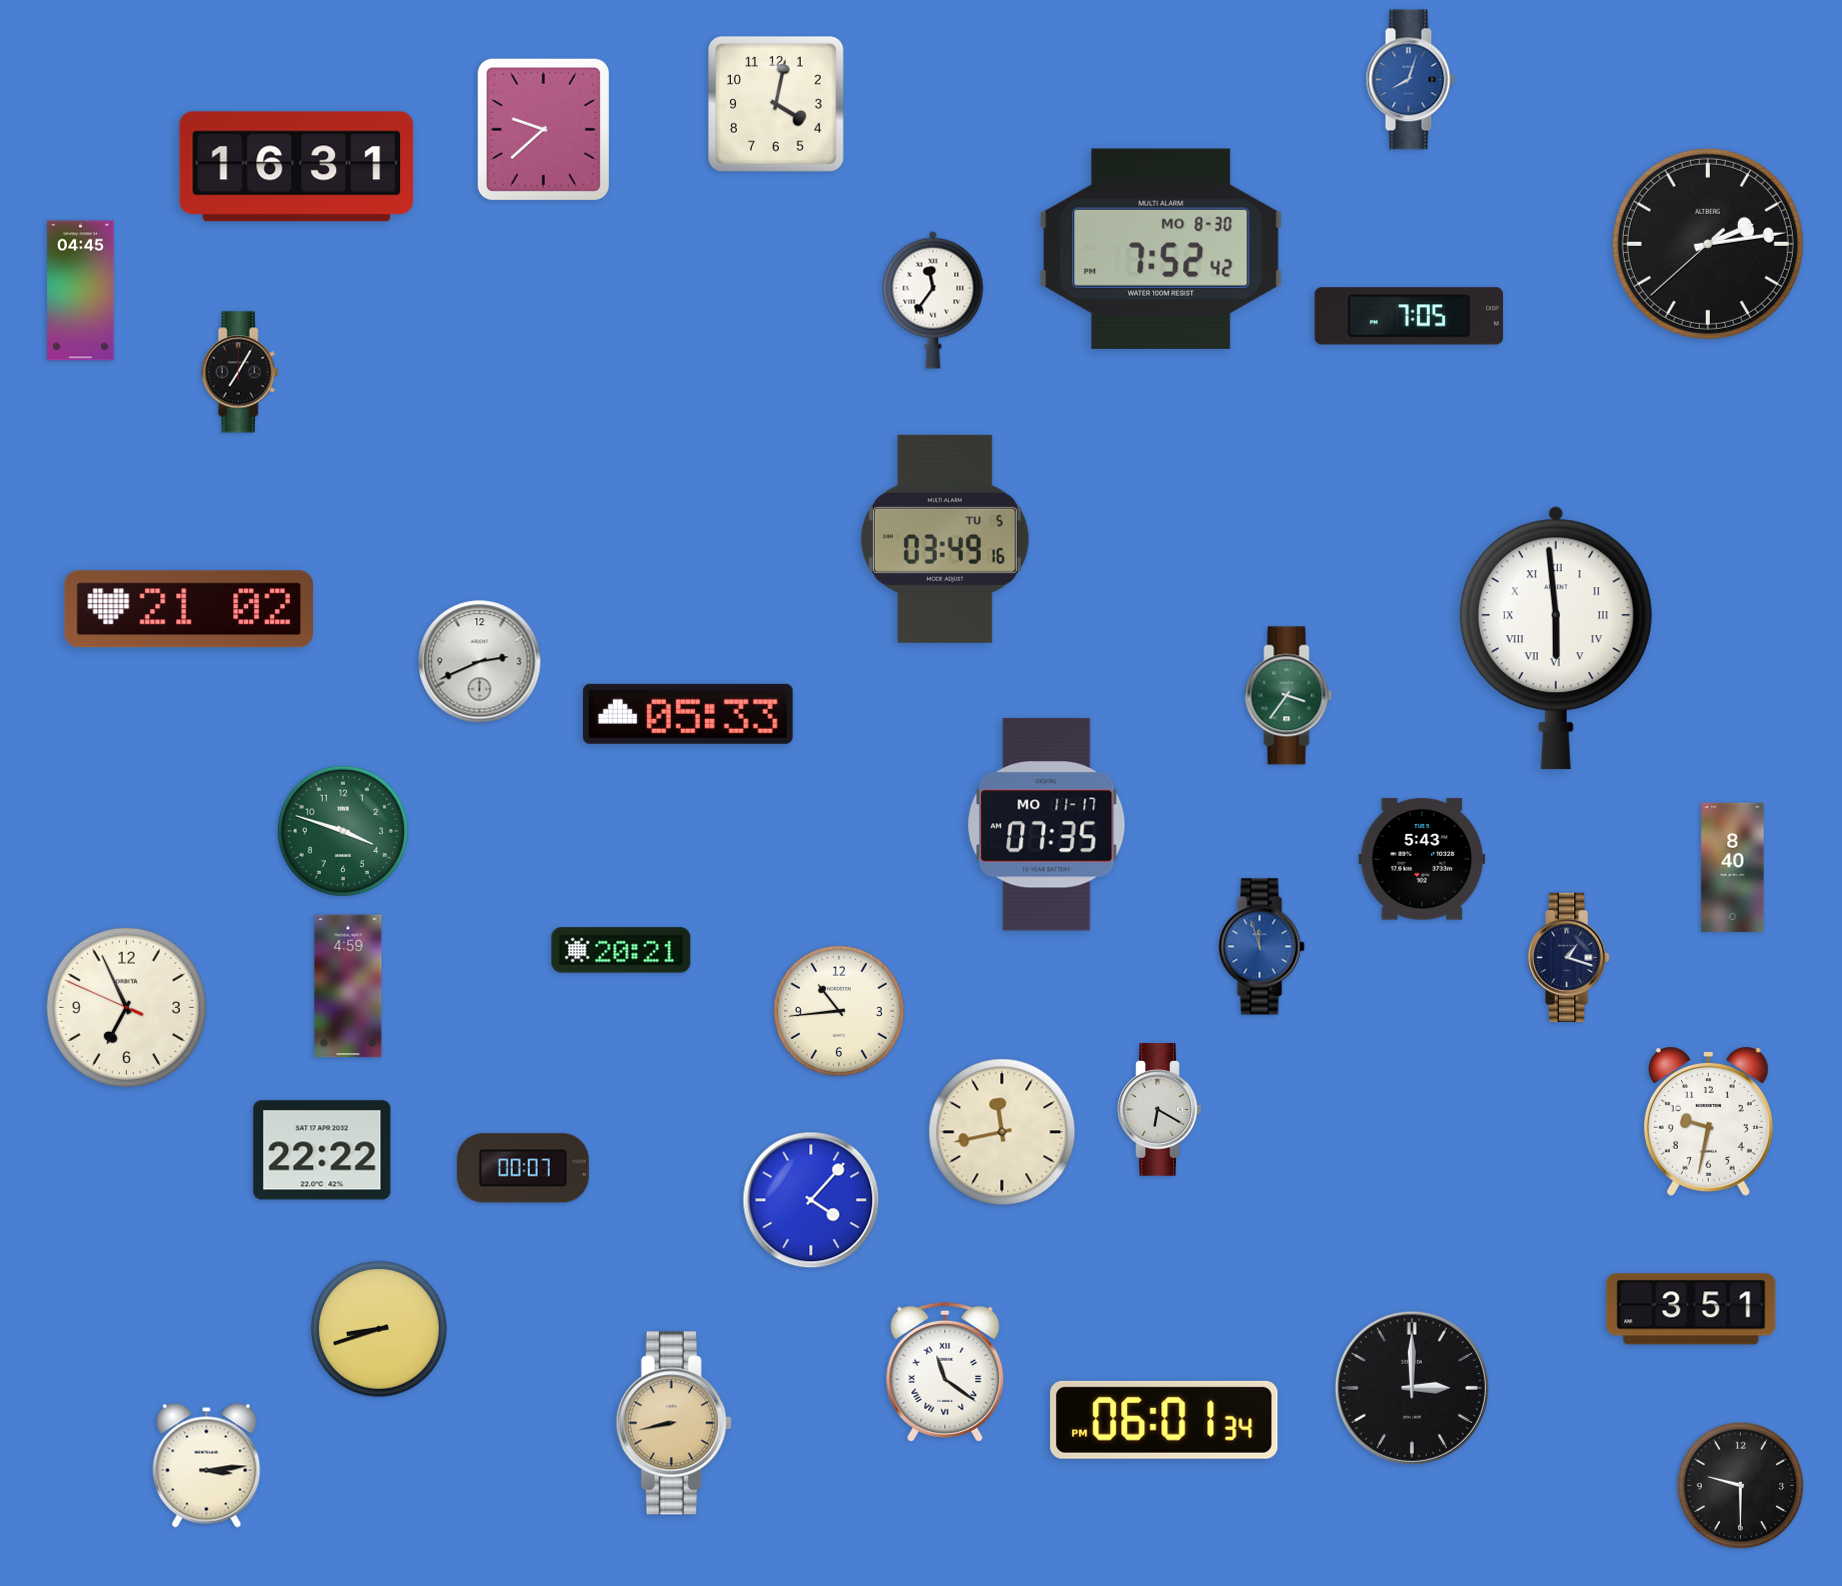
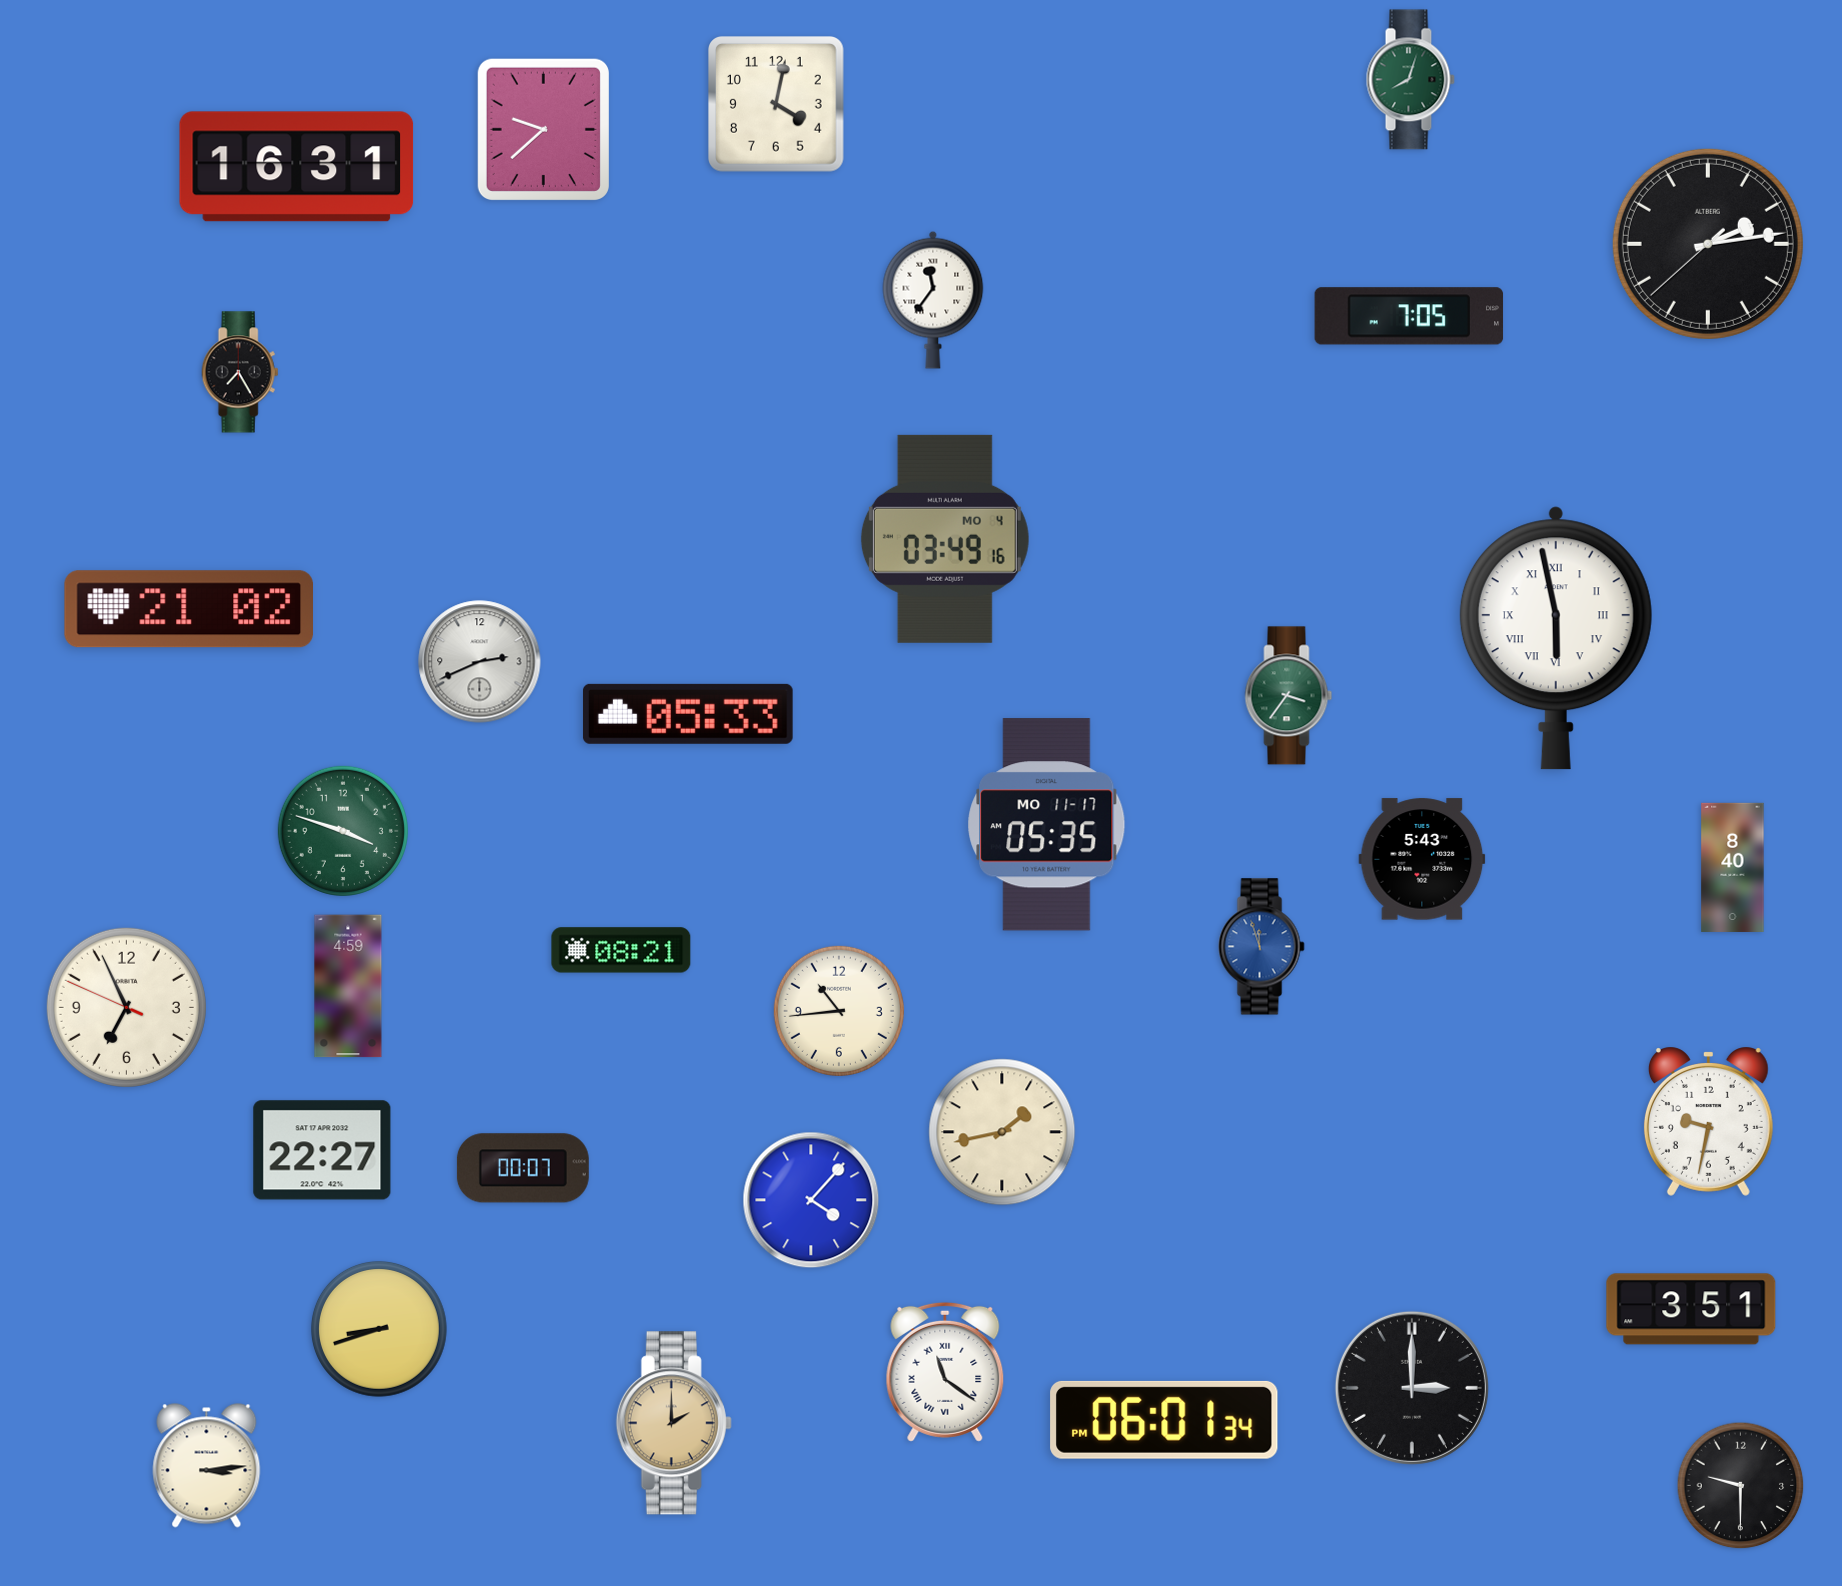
clock at (1410, 80) dial: blue -> green
clock at (1161, 249): 7:52 -> none
clock at (81, 291): 04:45 -> none
clock at (240, 372): 7:05 -> 7:25
clock at (945, 539) date: TU 5 -> MO 4
clock at (1556, 638): 5:59 -> 5:58
clock at (1047, 825): 07:35 -> 05:35
clock at (621, 950): 20:21 -> 08:21
clock at (1569, 957): 1:18 -> none
clock at (1160, 1110): 6:20 -> none
clock at (1002, 1132): 11:43 -> 1:43
clock at (322, 1150): 22:22 -> 22:27
clock at (674, 1423): 8:43 -> 2:00
